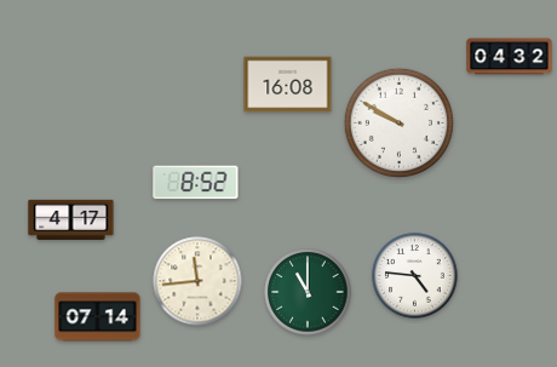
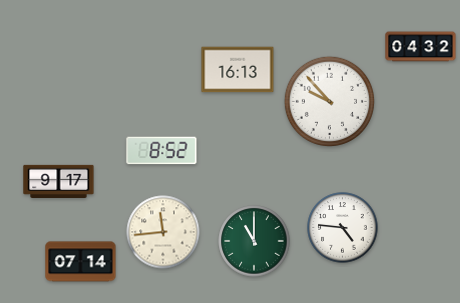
clock at (288, 85): 16:08 -> 16:13
clock at (398, 122): 9:50 -> 9:53
clock at (71, 219): 4:17 -> 9:17
